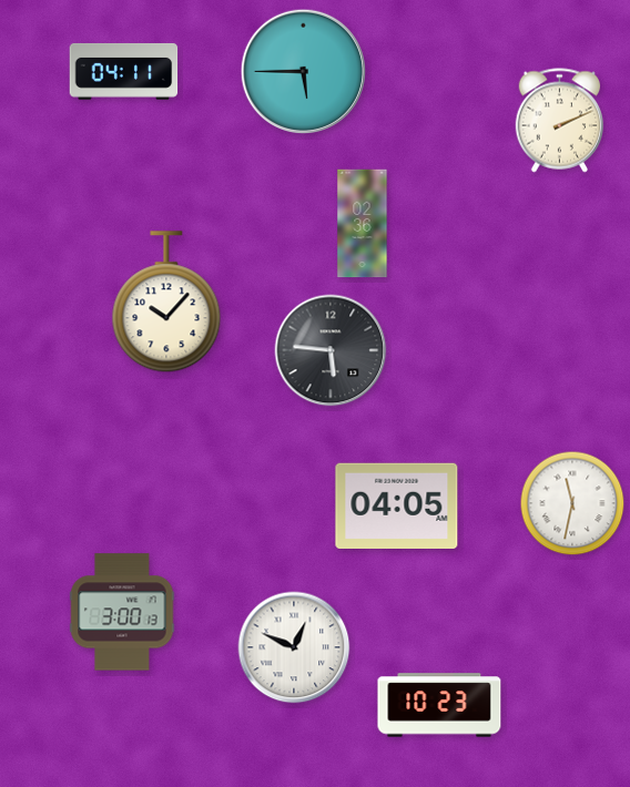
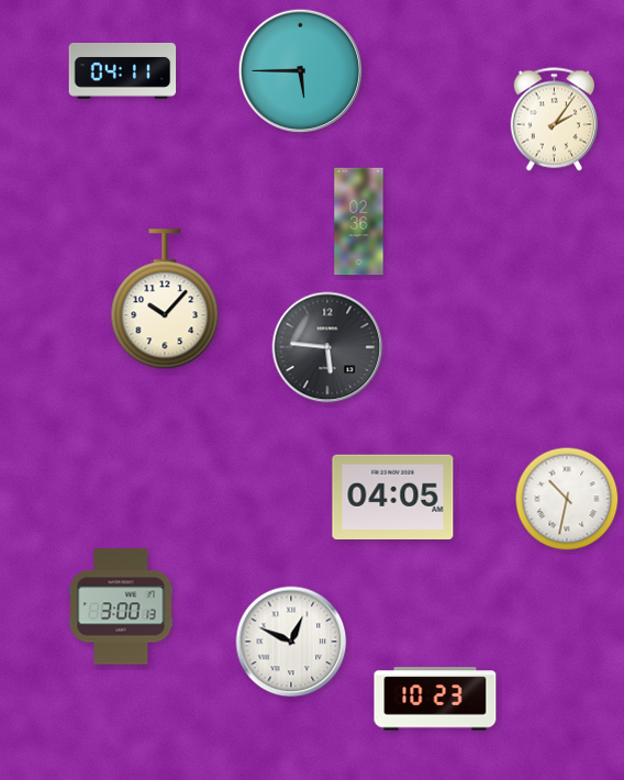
clock at (560, 121): 2:11 -> 2:06
clock at (572, 503): 11:32 -> 10:32
clock at (397, 507) position: (397, 507) -> (393, 498)
